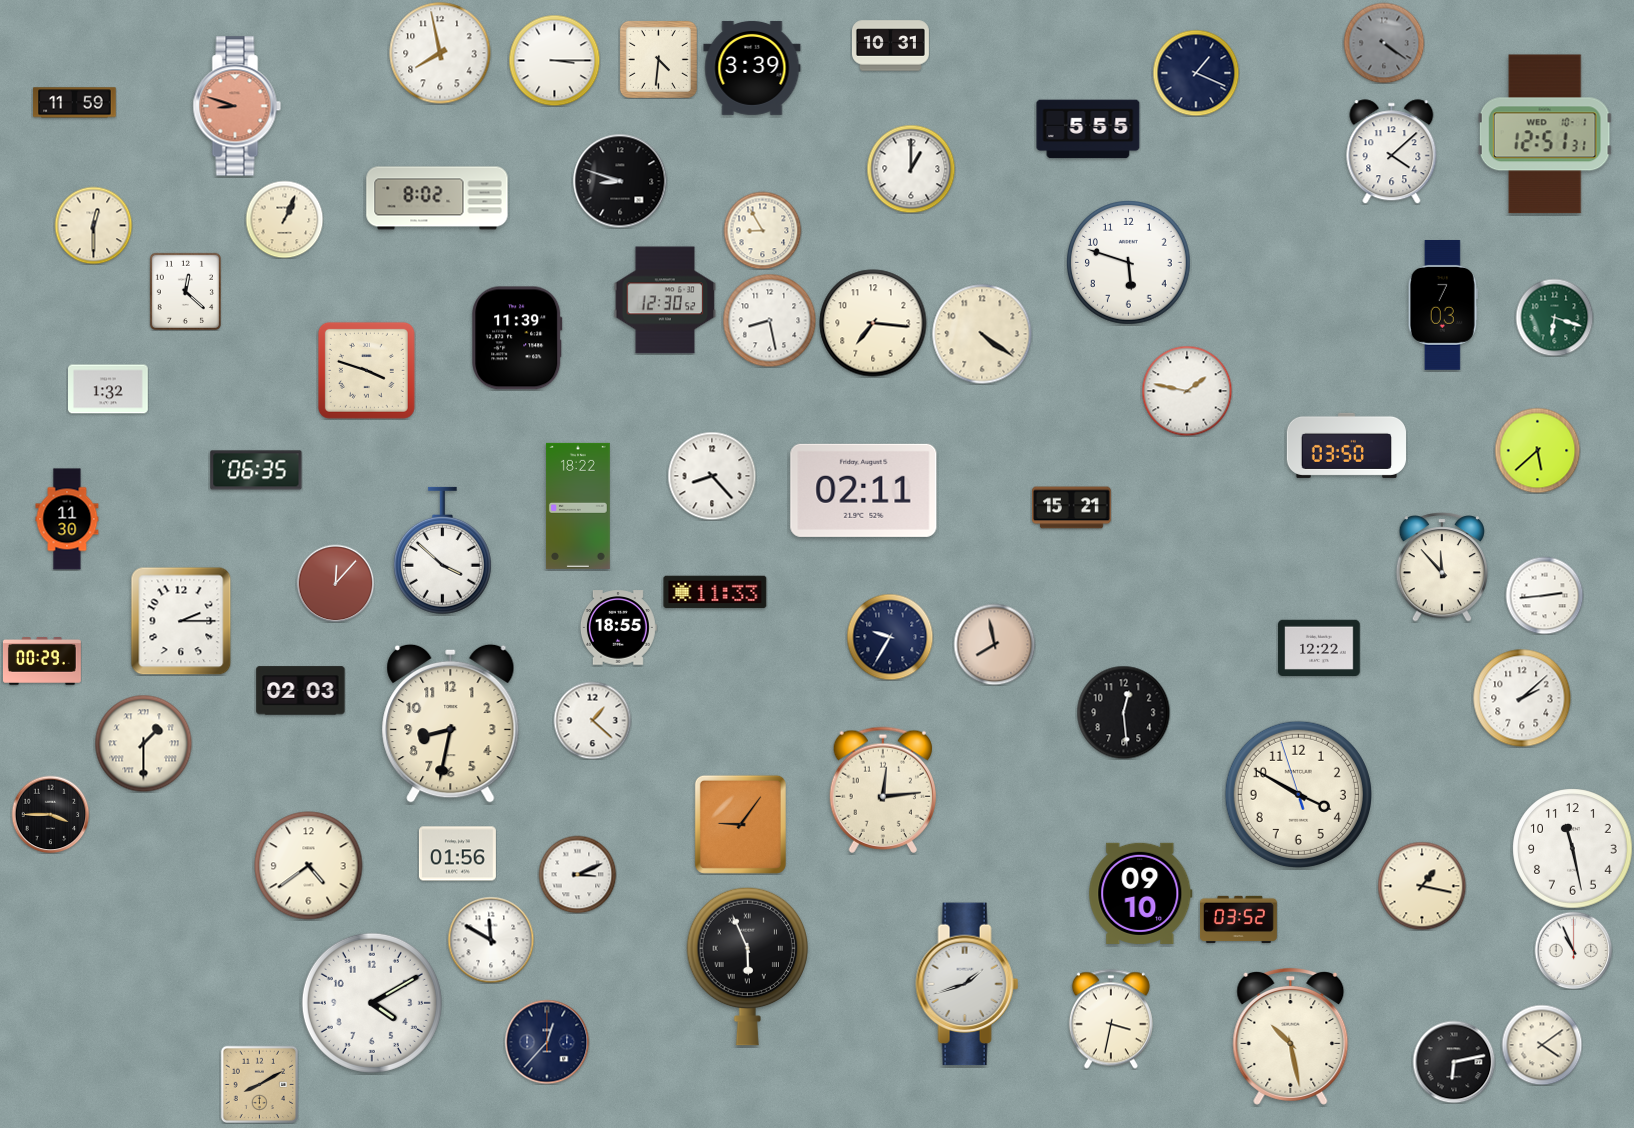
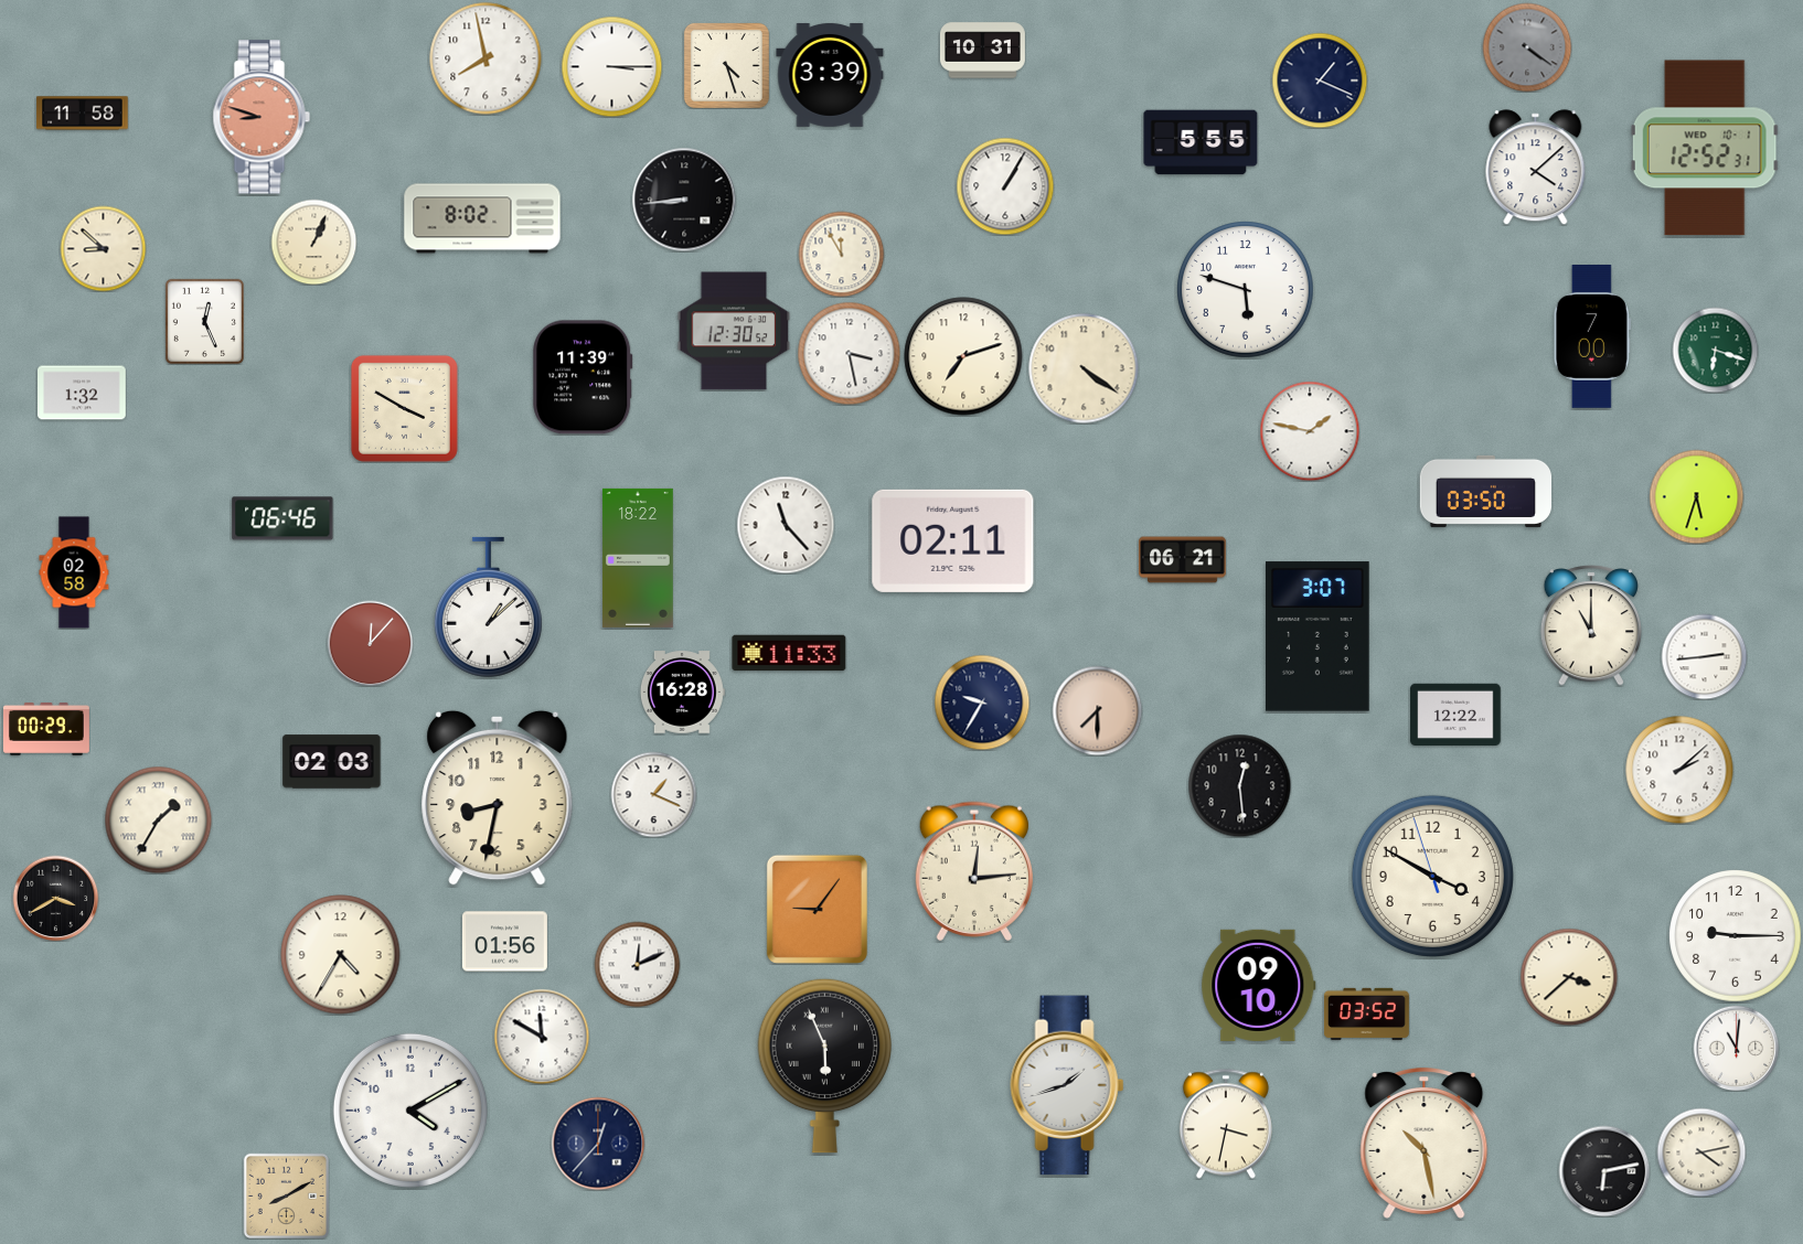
clock at (658, 59): 4:31 -> 4:27
clock at (75, 103): 11:59 -> 11:58
clock at (1545, 134): 12:51 -> 12:52
clock at (911, 169): 1:00 -> 1:05
clock at (620, 181): 8:48 -> 8:44
clock at (93, 225): 12:30 -> 8:52
clock at (762, 230): 8:55 -> 11:55
clock at (185, 291): 12:22 -> 12:26
clock at (1443, 306): 7:03 -> 7:00
clock at (769, 320): 8:28 -> 3:28
clock at (873, 323): 7:16 -> 7:12
clock at (517, 338) position: (517, 338) -> (583, 377)
clock at (366, 370): 3:48 -> 3:50
clock at (109, 389) position: (109, 389) -> (83, 393)
clock at (1537, 450): 5:38 -> 5:33
clock at (256, 470): 06:35 -> 06:46
clock at (712, 476): 8:23 -> 11:23
clock at (1072, 508): 15:21 -> 06:21
clock at (67, 519): 11:30 -> 02:58
clock at (442, 551): 3:52 -> 1:08
clock at (1441, 567): 11:53 -> 11:00
clock at (1319, 636): none -> 3:07
clock at (181, 621): 2:15 -> none
clock at (618, 628): 18:55 -> 16:28
clock at (994, 644): 7:58 -> 7:30
clock at (592, 720): 1:22 -> 1:19
clock at (143, 743): 1:30 -> 1:35
clock at (50, 814): 3:45 -> 3:40
clock at (1573, 849): 11:28 -> 9:15
clock at (309, 866): 4:39 -> 4:35
clock at (577, 874): 3:11 -> 12:11
clock at (1422, 886): 1:17 -> 3:38
clock at (1573, 950): 10:56 -> 11:01
clock at (372, 1003) position: (372, 1003) -> (410, 1111)
clock at (547, 1042) position: (547, 1042) -> (598, 1144)
clock at (1542, 1045): 4:09 -> 4:13
